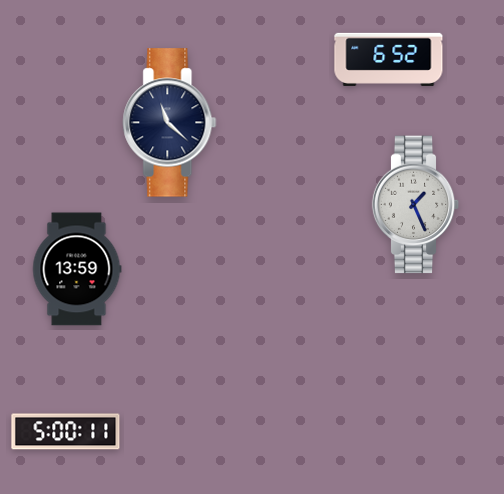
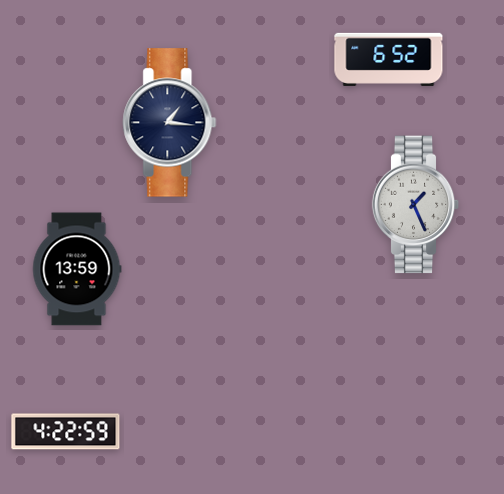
clock at (170, 123): 11:22 -> 1:16
clock at (66, 432): 5:00 -> 4:22
